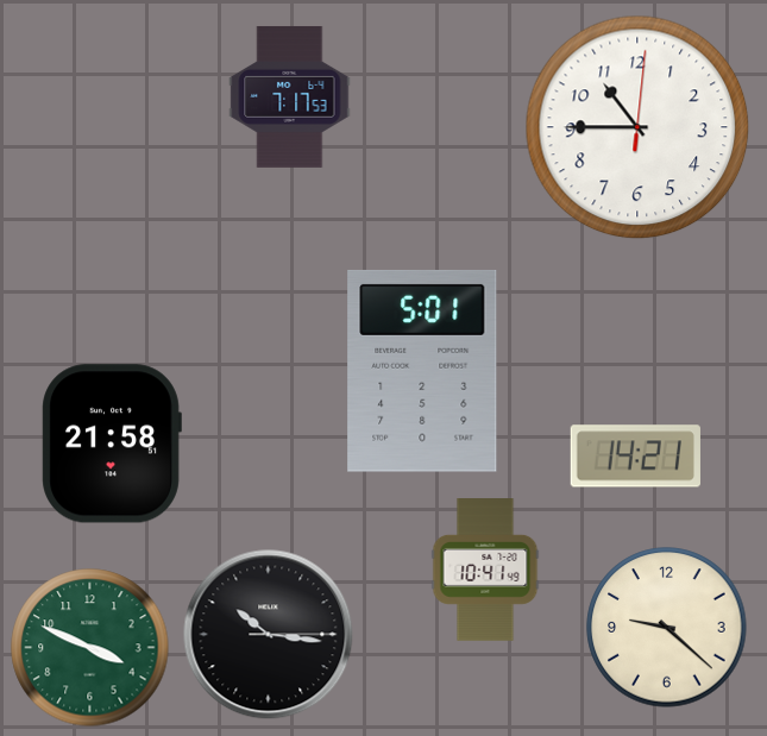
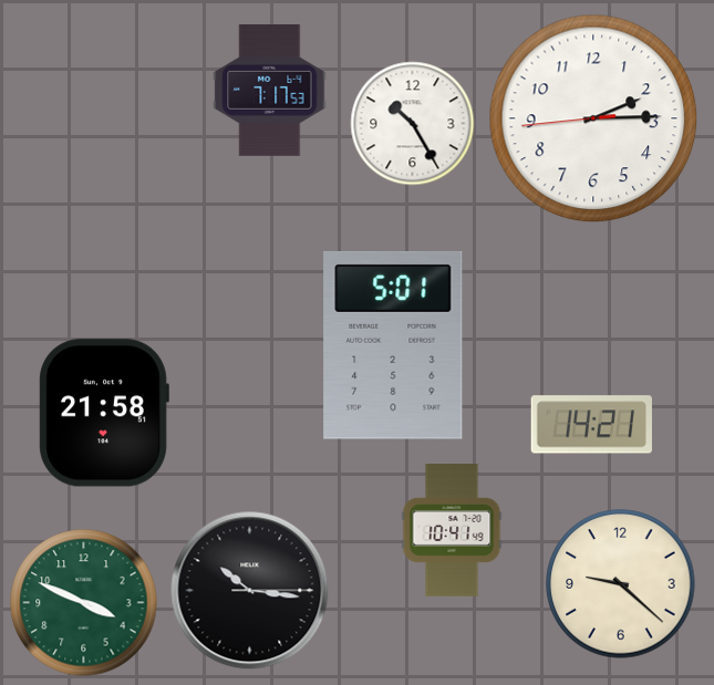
clock at (637, 127): 10:45 -> 2:14
clock at (413, 124): none -> 10:25
